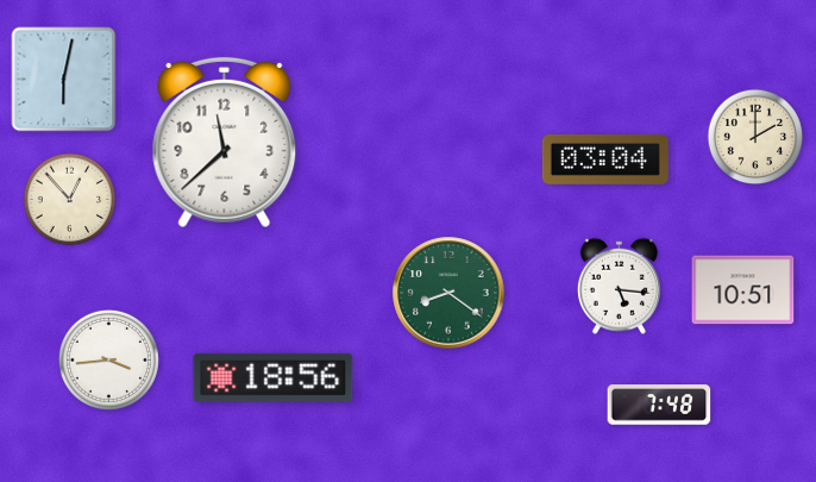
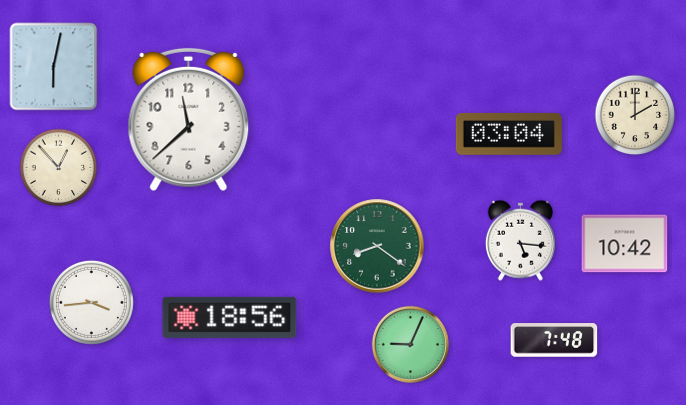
clock at (743, 290): 10:51 -> 10:42
clock at (410, 344): none -> 9:04
